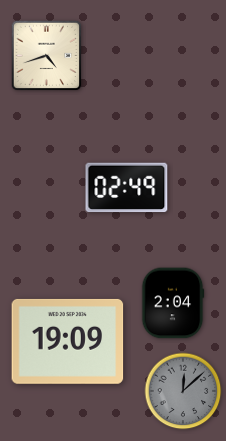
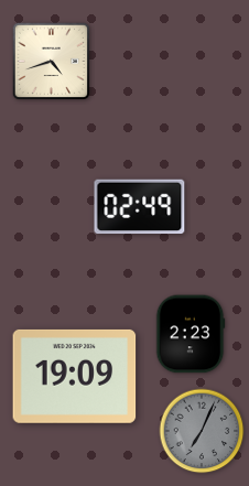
clock at (173, 303): 2:04 -> 2:23
clock at (183, 391): 12:08 -> 7:04
